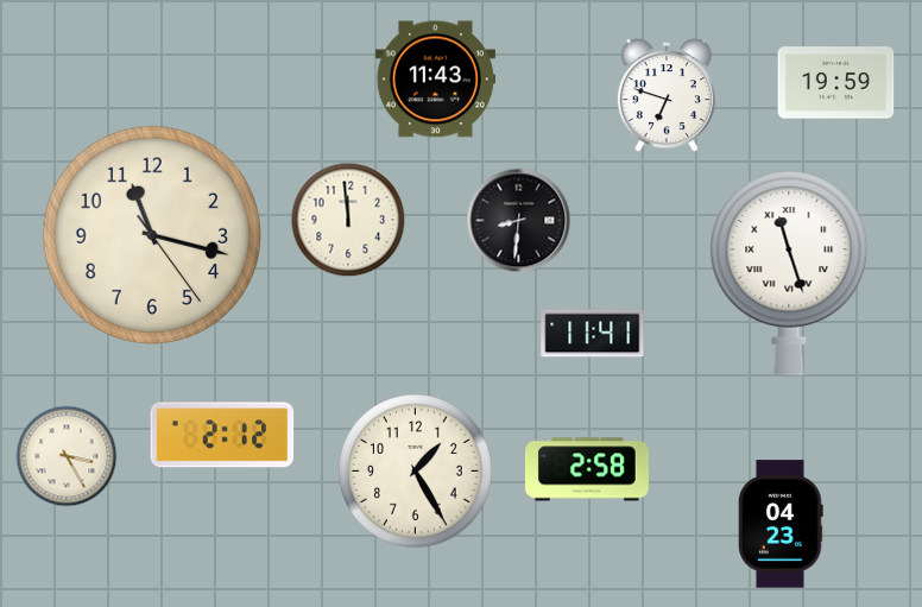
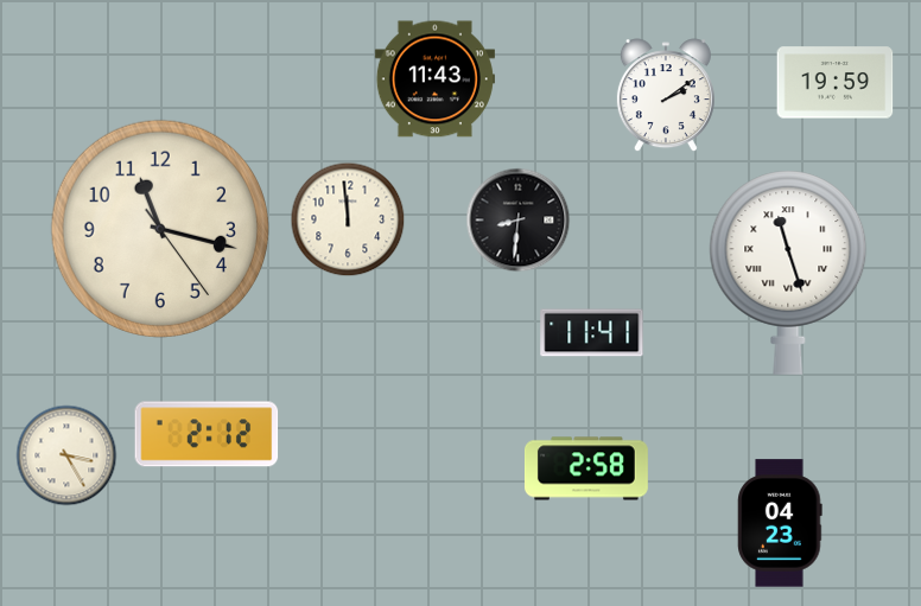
clock at (667, 96): 6:48 -> 2:09
clock at (152, 235) position: (152, 235) -> (160, 229)
clock at (222, 435) position: (222, 435) -> (207, 434)
clock at (416, 472): 1:25 -> none
